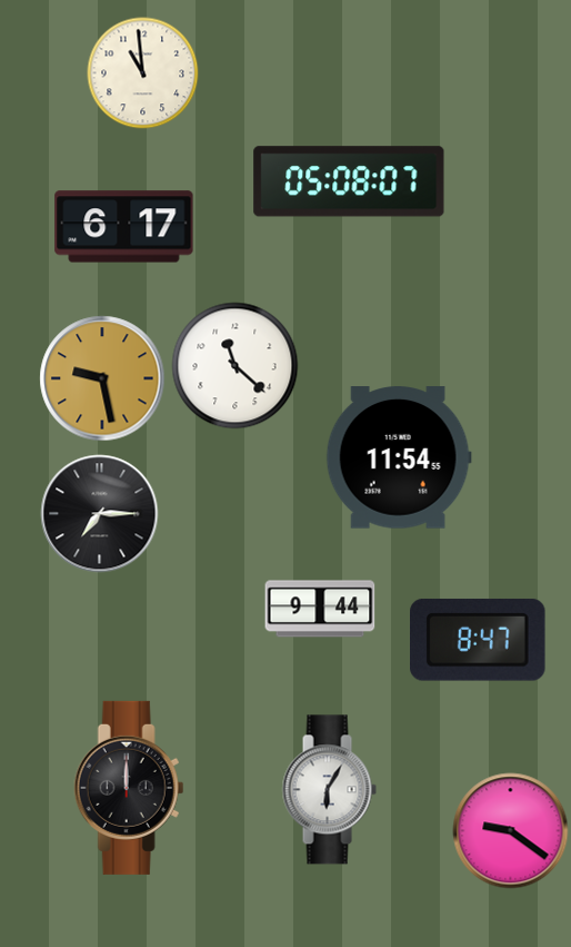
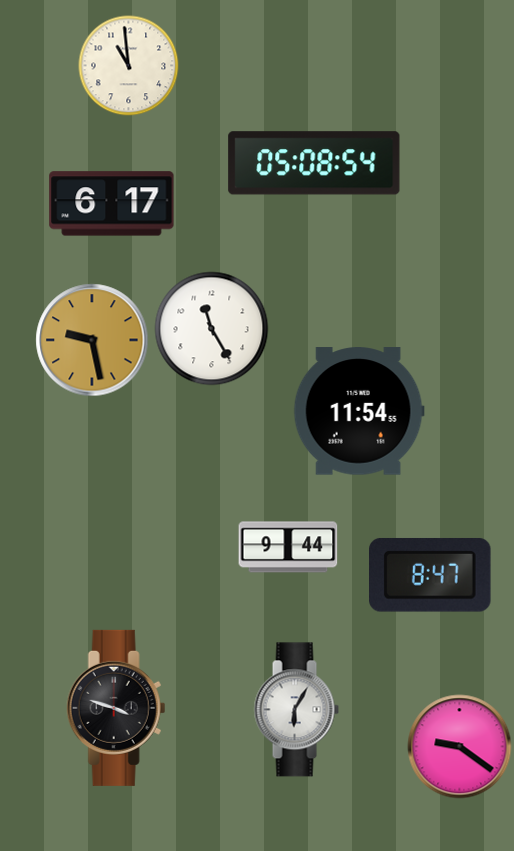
clock at (349, 181): 05:08:07 -> 05:08:54
clock at (236, 366): 11:22 -> 11:25
clock at (100, 514): 7:15 -> none
clock at (129, 788): 12:00 -> 3:48
